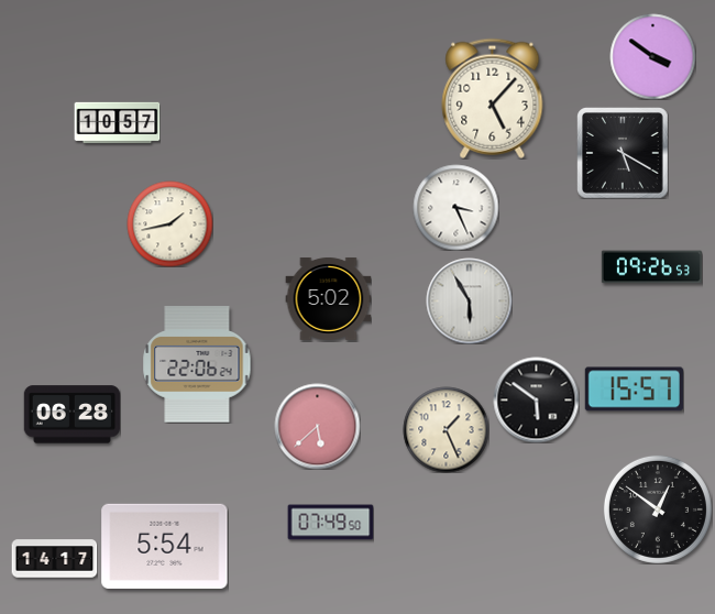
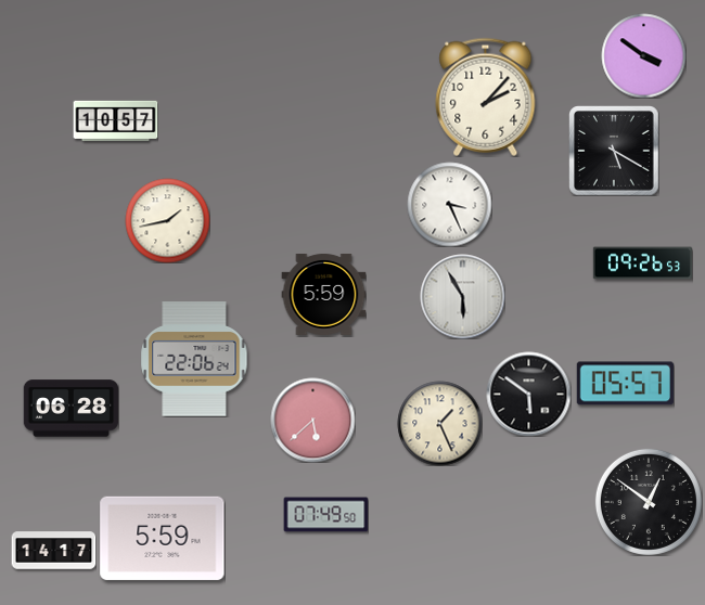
clock at (493, 98): 5:07 -> 2:07
clock at (328, 298): 5:02 -> 5:59
clock at (634, 390): 15:57 -> 05:57
clock at (165, 546): 5:54 -> 5:59
